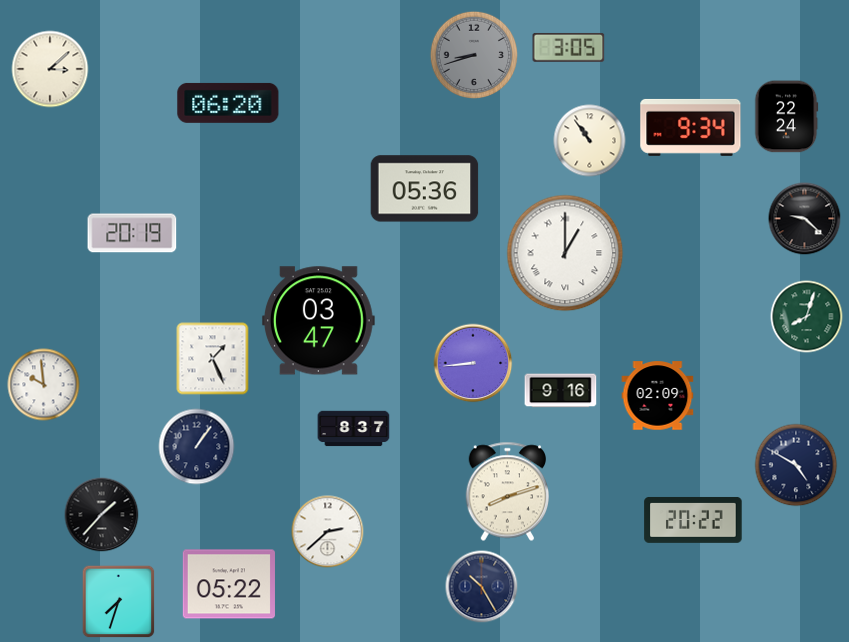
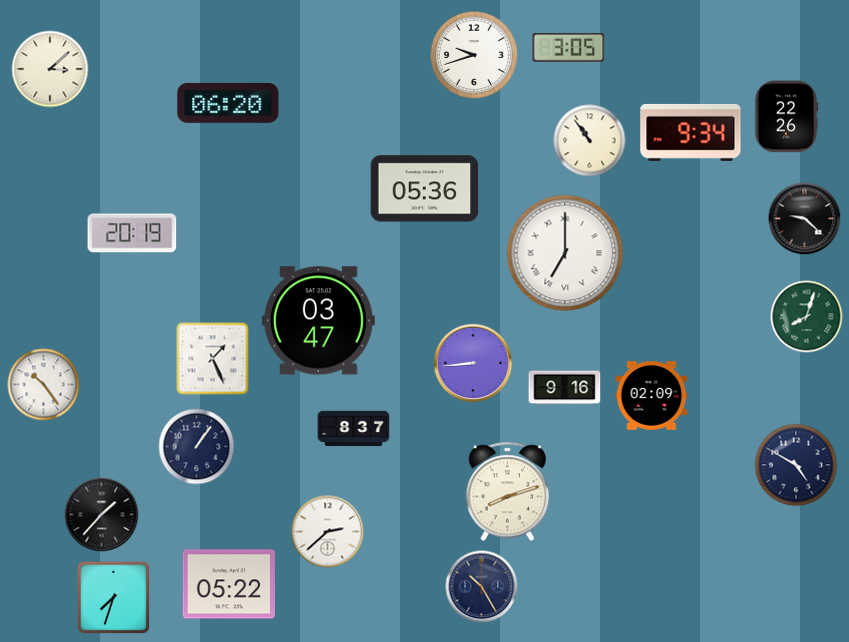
clock at (474, 55): 8:42 -> 9:42
clock at (474, 55) dial: grey -> white
clock at (786, 117): 22:24 -> 22:26
clock at (691, 127) position: (691, 127) -> (691, 132)
clock at (565, 253): 1:00 -> 7:00
clock at (44, 385): 9:59 -> 10:24
clock at (561, 391) position: (561, 391) -> (565, 388)
clock at (658, 396) position: (658, 396) -> (652, 396)
clock at (693, 520): 20:22 -> none
clock at (119, 602) position: (119, 602) -> (114, 598)
